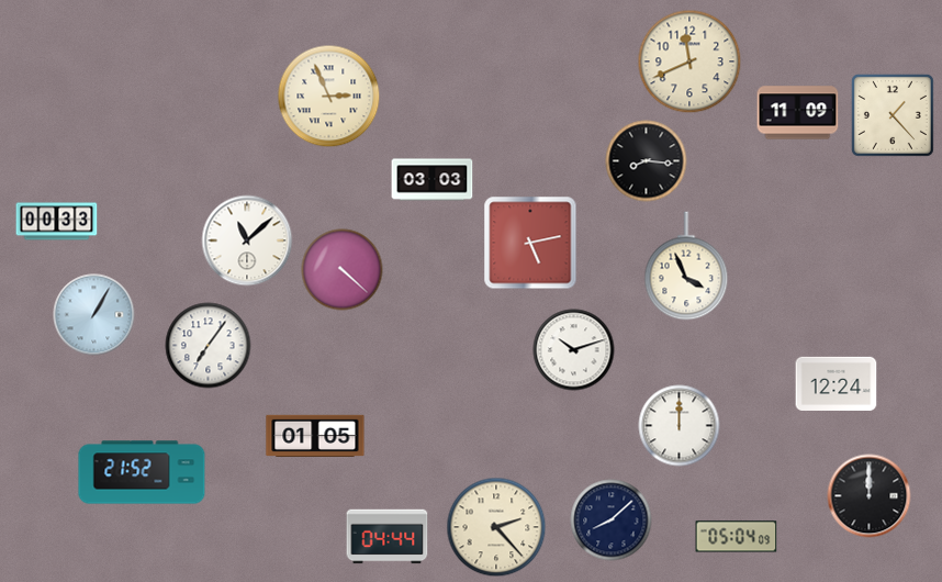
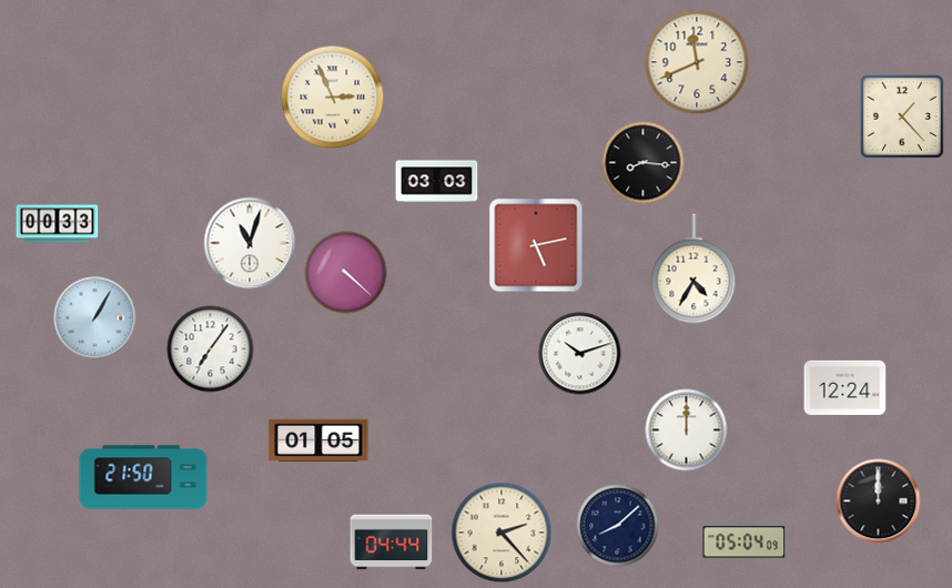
clock at (798, 113): 11:09 -> none
clock at (647, 161) position: (647, 161) -> (644, 163)
clock at (247, 240): 11:08 -> 11:03
clock at (686, 266): 3:56 -> 4:35
clock at (142, 472): 21:52 -> 21:50
